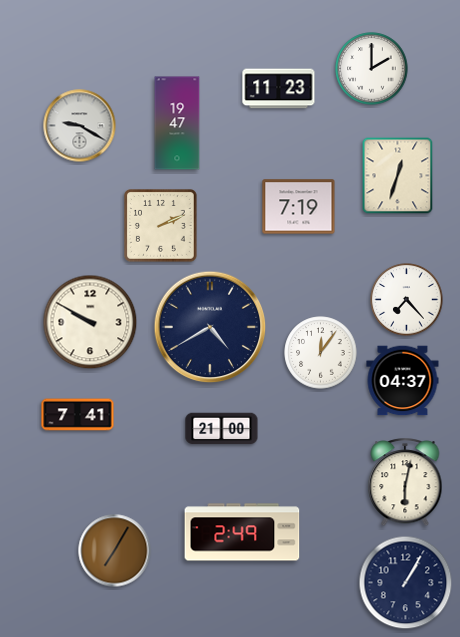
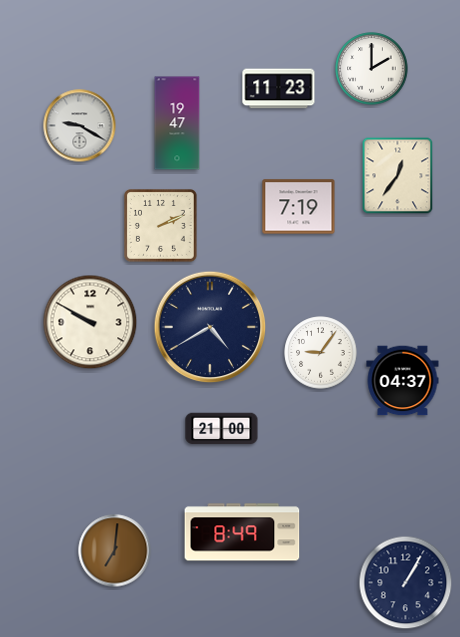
clock at (398, 176): 12:33 -> 12:36
clock at (407, 300): 7:23 -> none
clock at (321, 353): 12:06 -> 9:06
clock at (78, 415): 7:41 -> none
clock at (405, 483): 6:02 -> none
clock at (242, 532): 2:49 -> 8:49
clock at (115, 551): 7:05 -> 7:01
